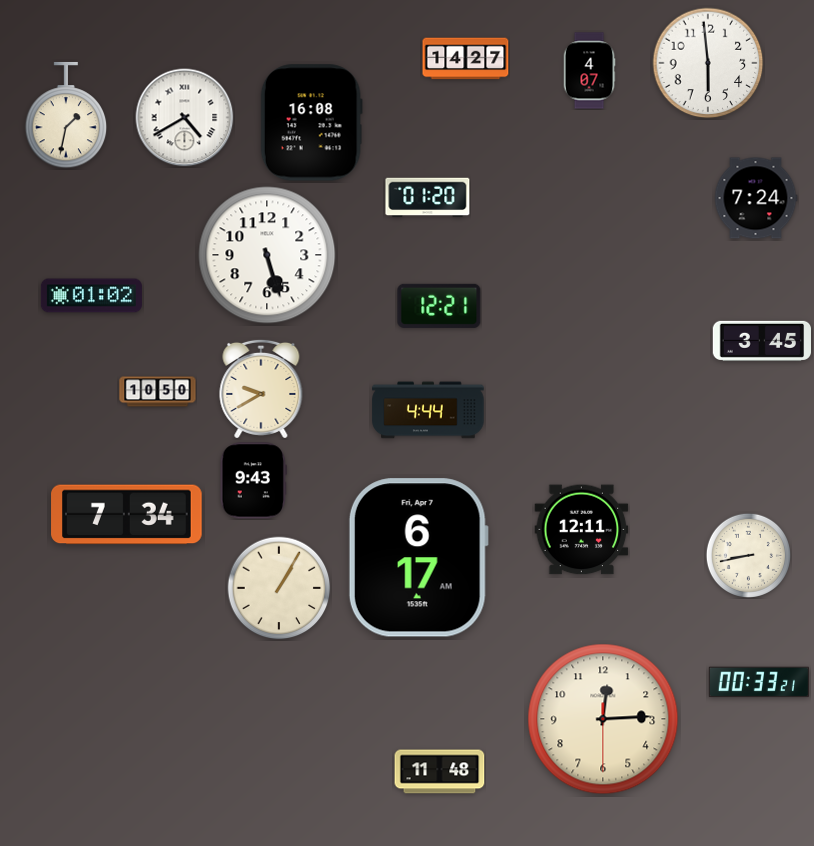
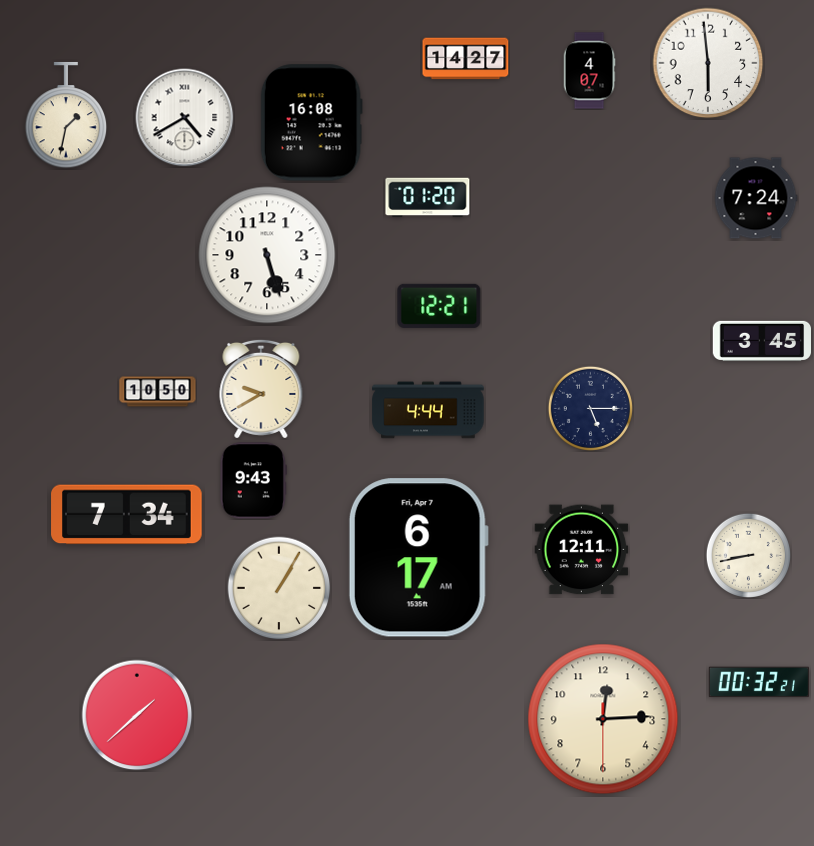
clock at (91, 296): 01:02 -> none
clock at (590, 408): none -> 5:15
clock at (582, 530) position: (582, 530) -> (582, 550)
clock at (759, 682): 00:33 -> 00:32
clock at (137, 715): none -> 1:38
clock at (440, 772): 11:48 -> none
